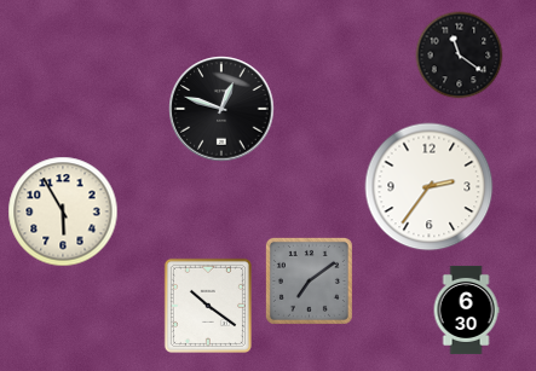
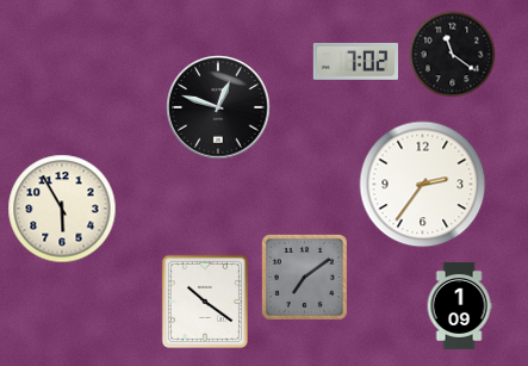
clock at (356, 61): none -> 7:02
clock at (466, 309): 6:30 -> 1:09
